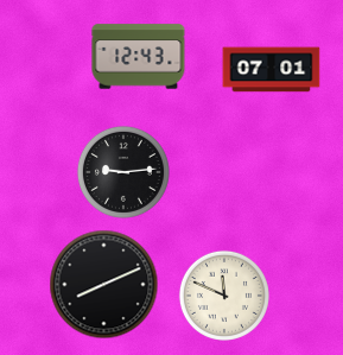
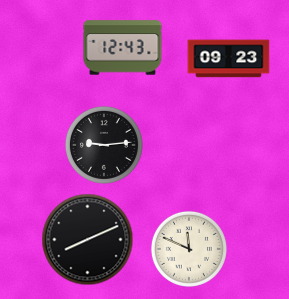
clock at (139, 57) position: (139, 57) -> (123, 48)
clock at (272, 70): 07:01 -> 09:23
